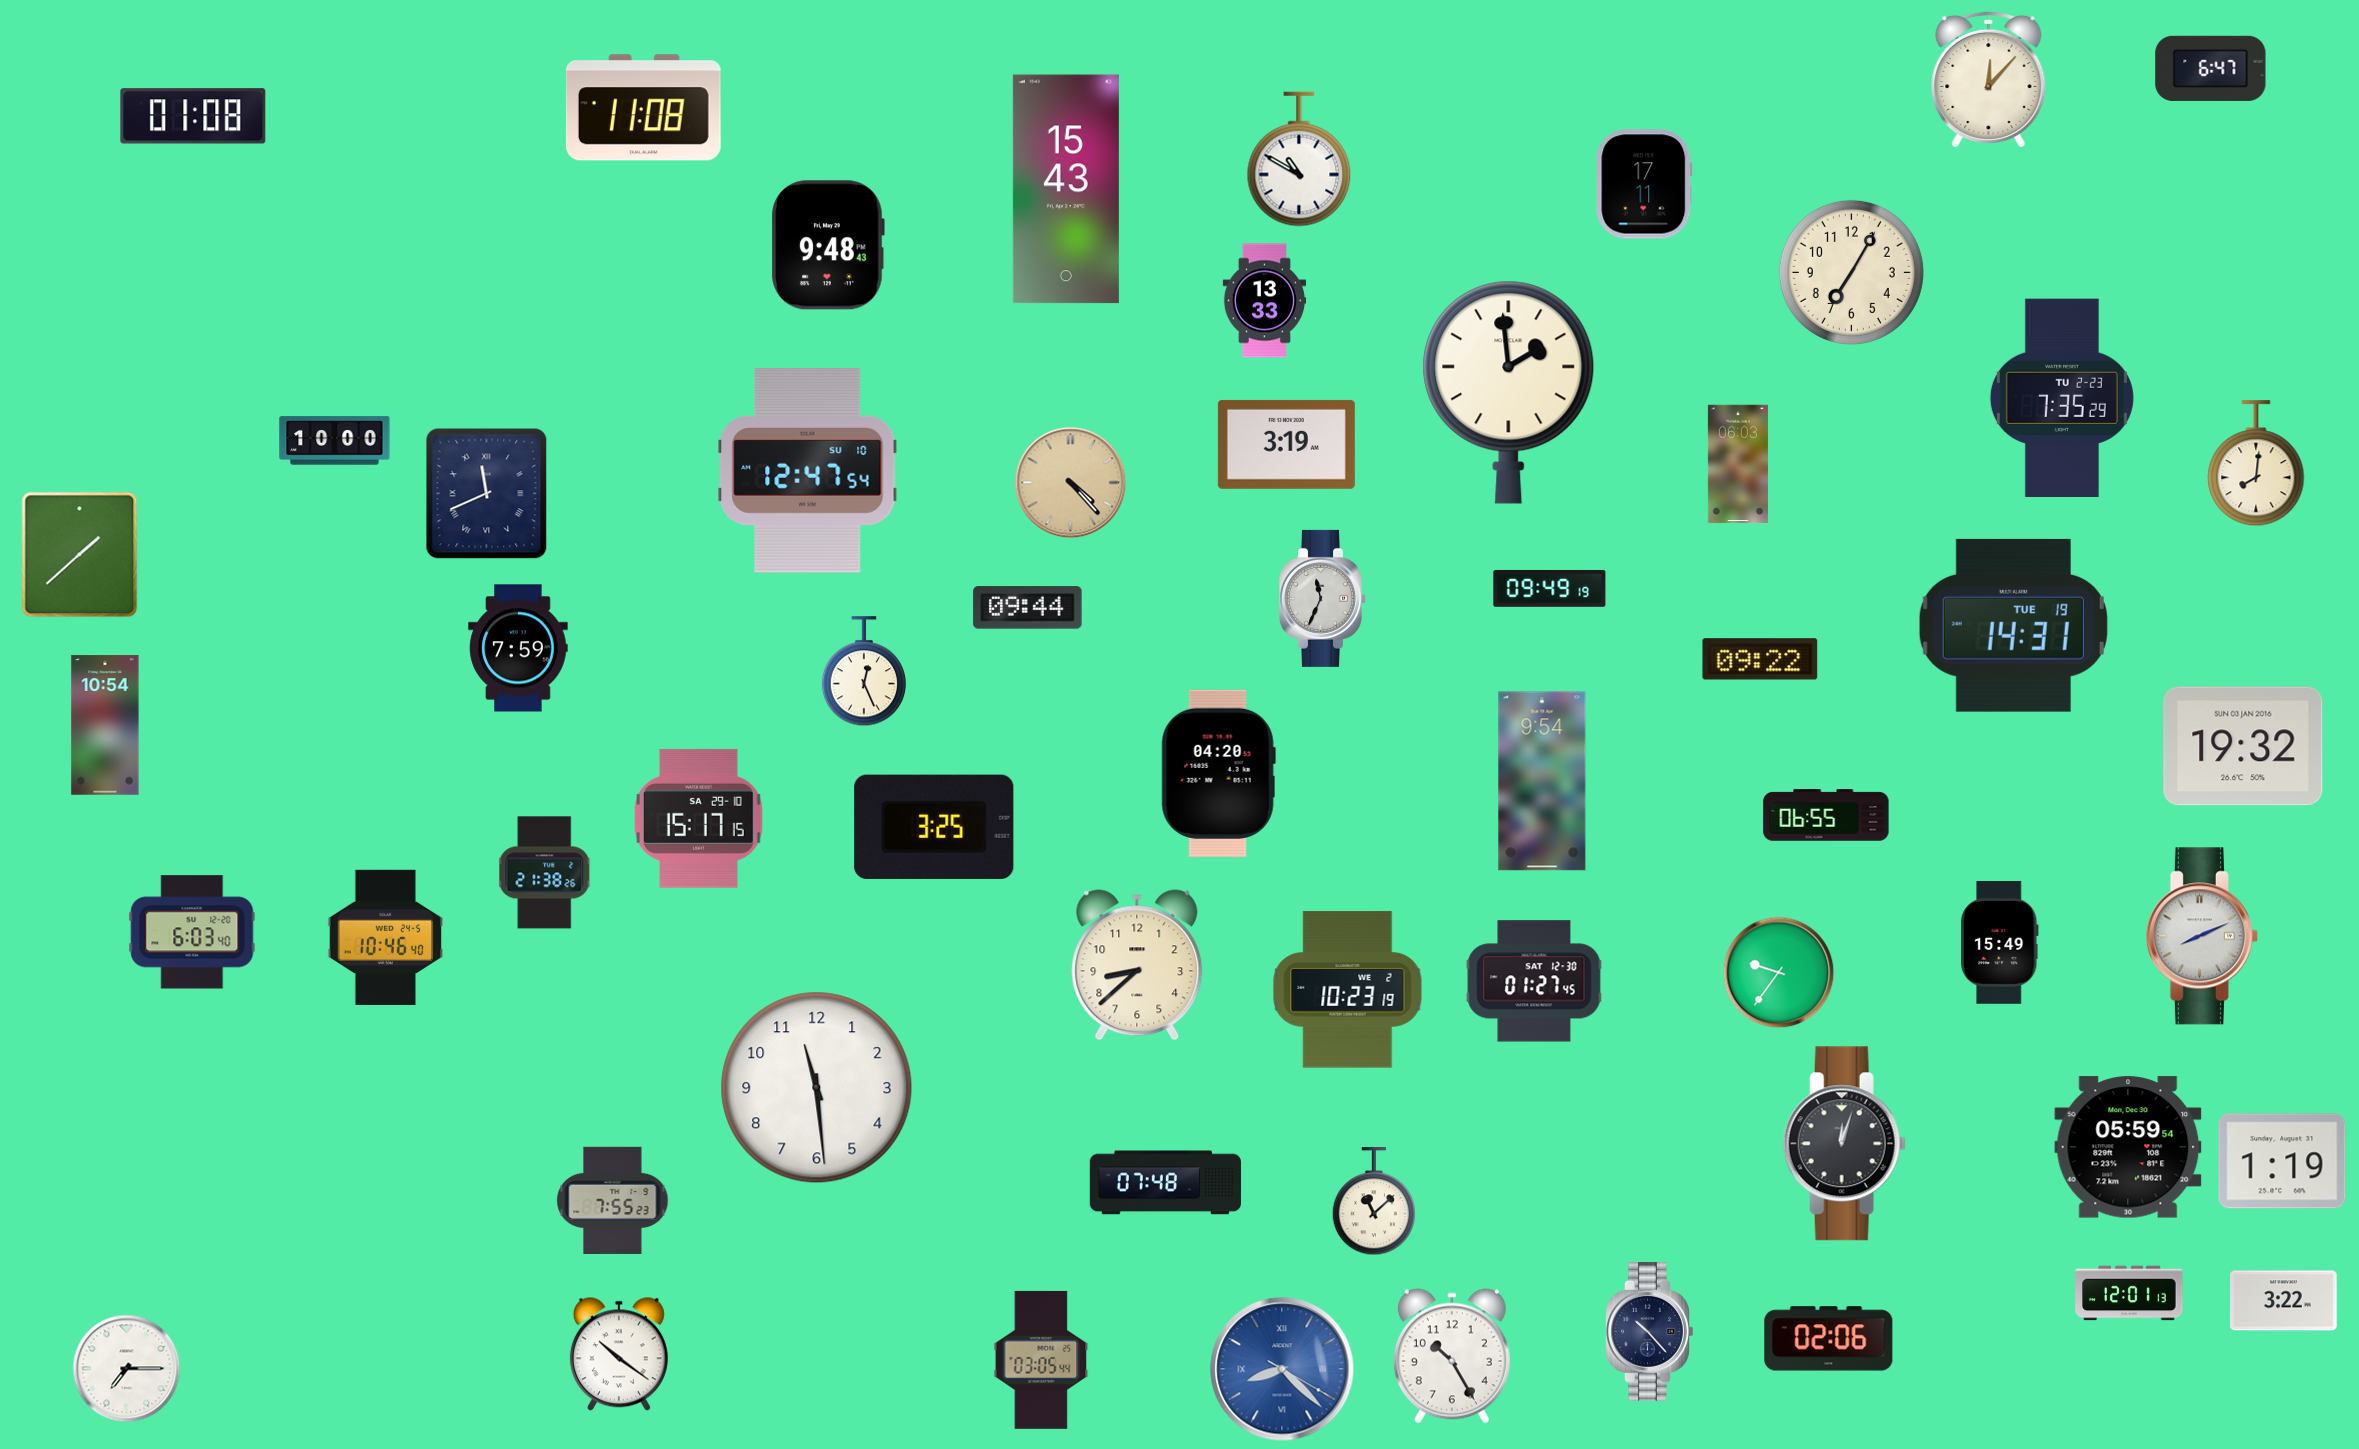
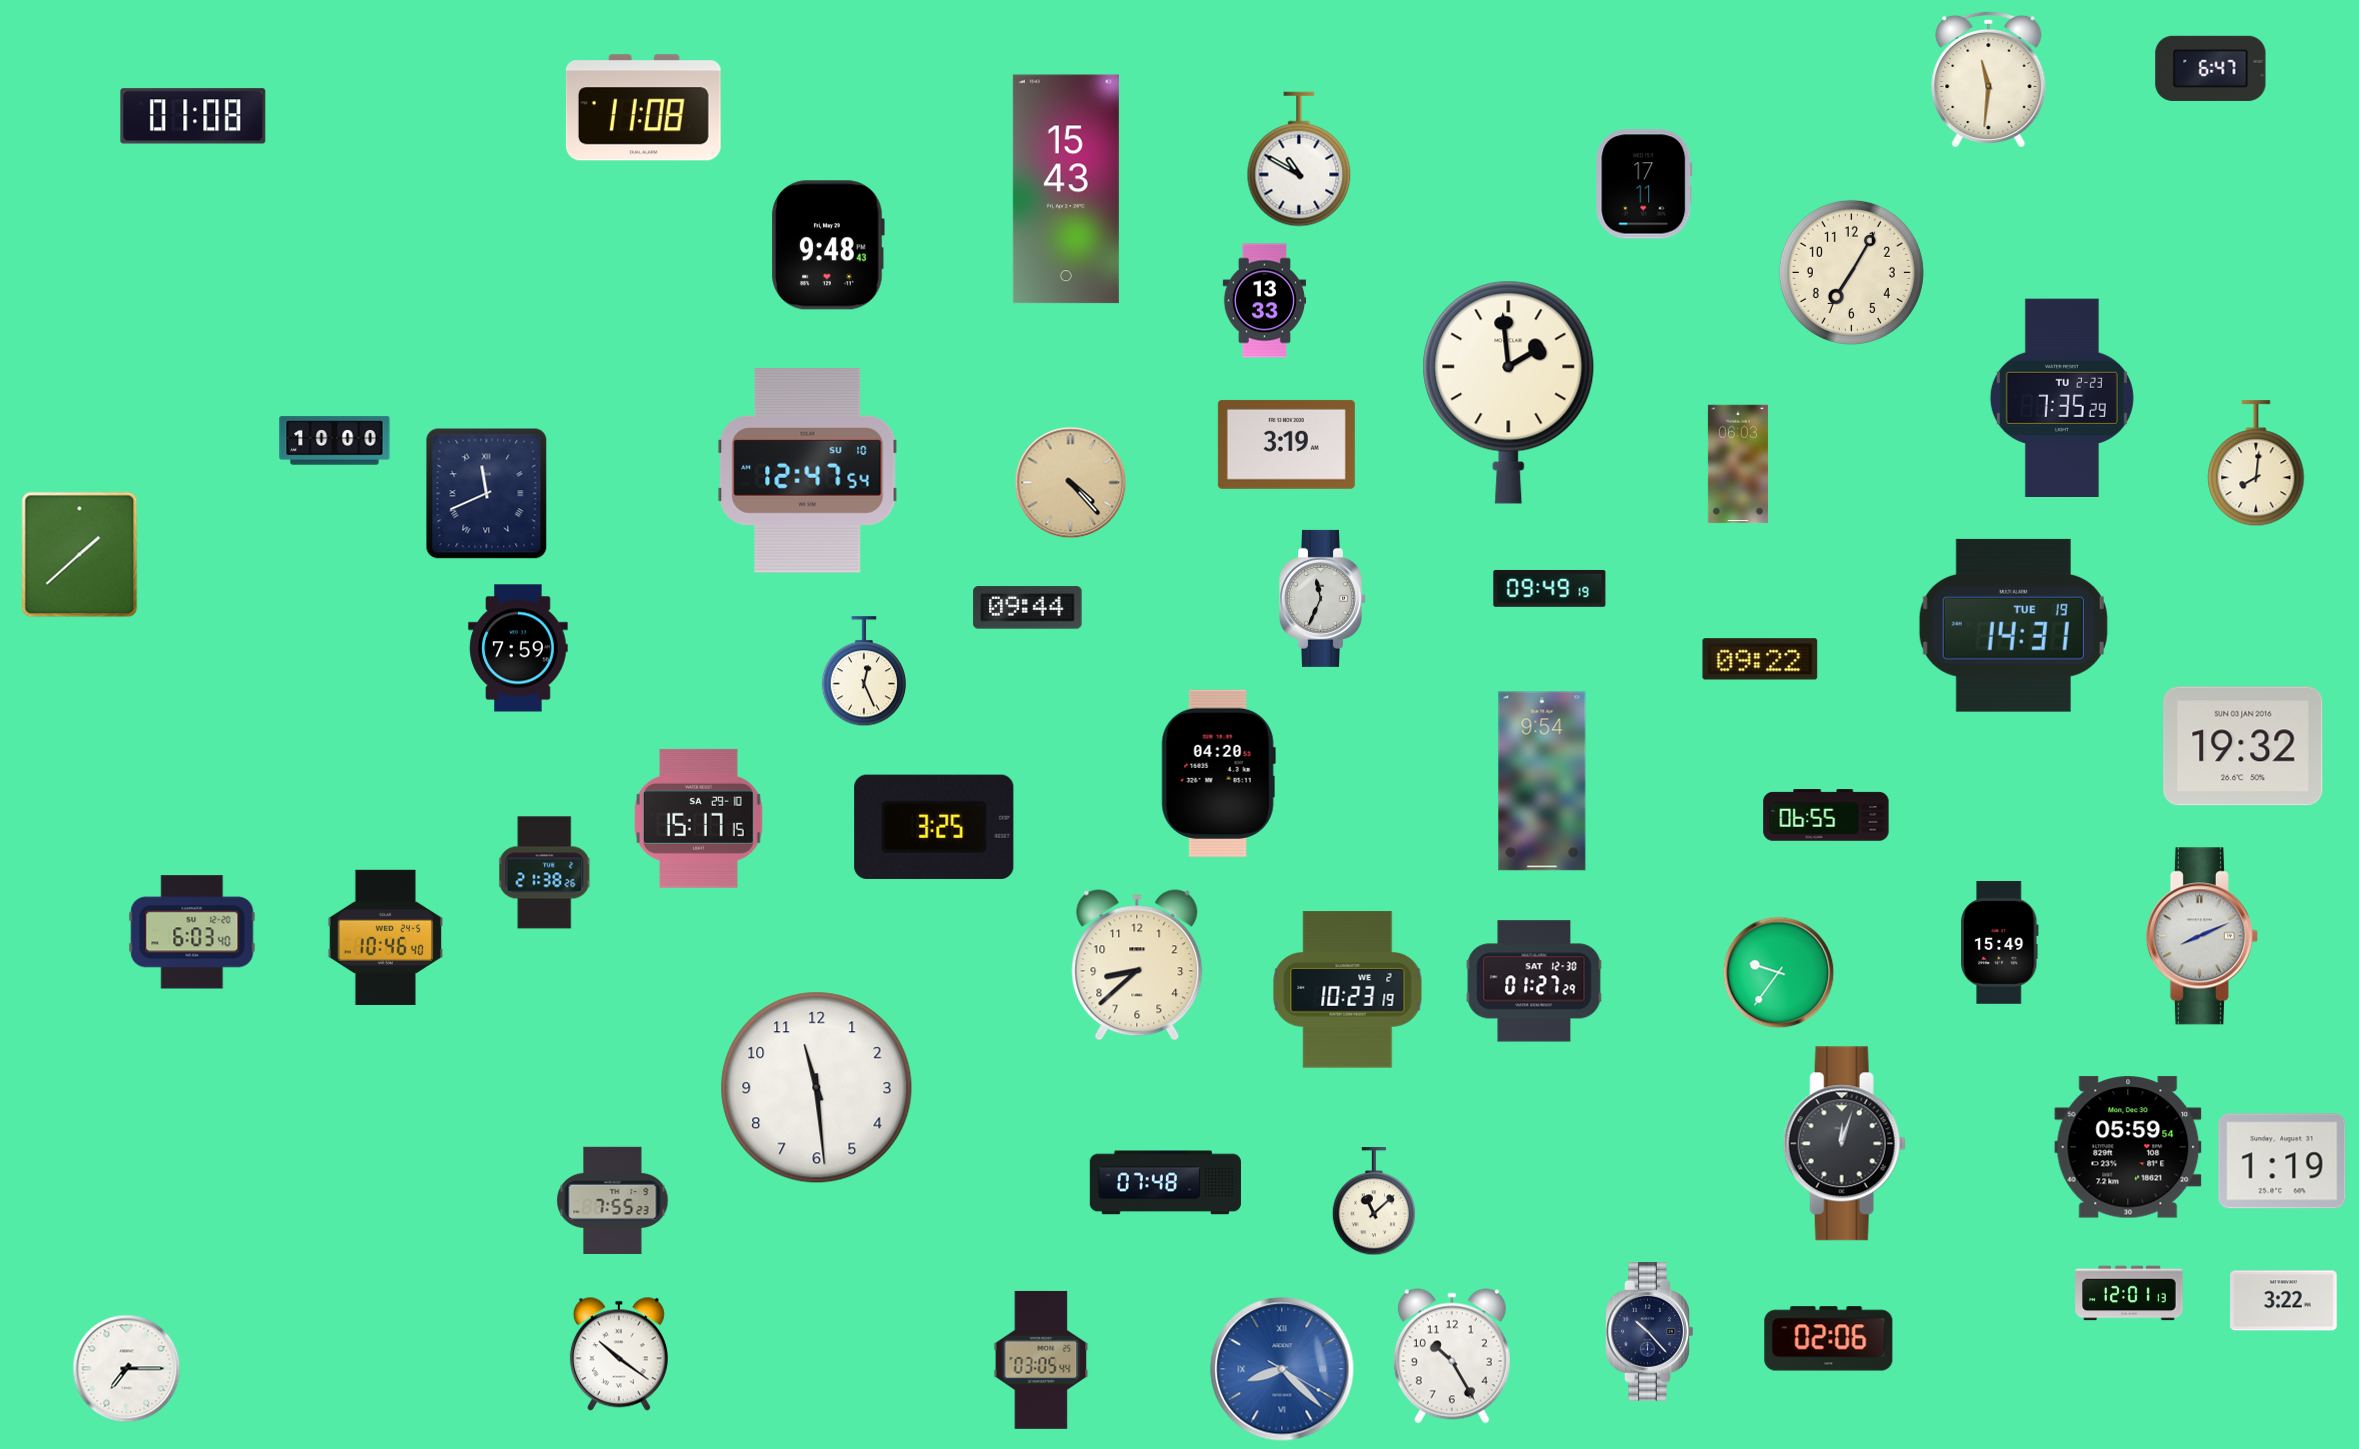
clock at (1989, 79): 12:07 -> 11:31
clock at (105, 725): 10:54 -> none
clock at (1534, 981): 01:27:45 -> 01:27:29
